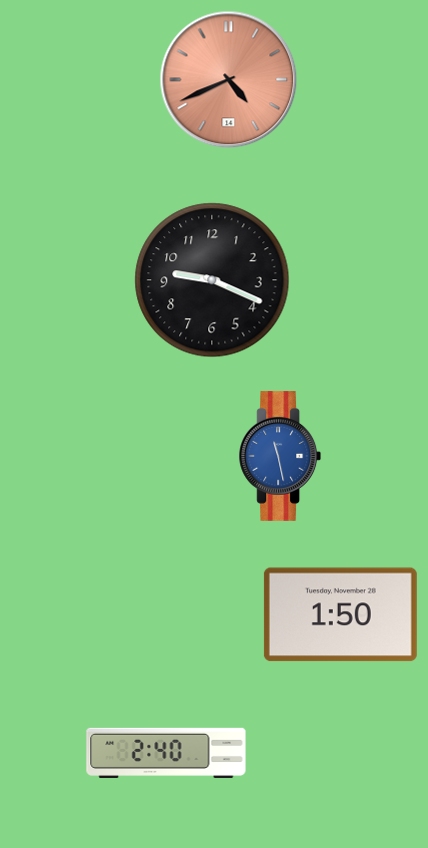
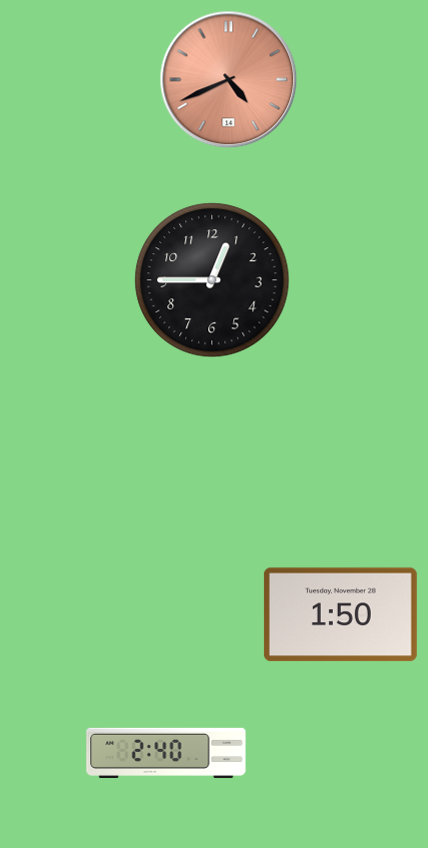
clock at (212, 280): 9:19 -> 12:45
clock at (280, 456): 11:28 -> none
